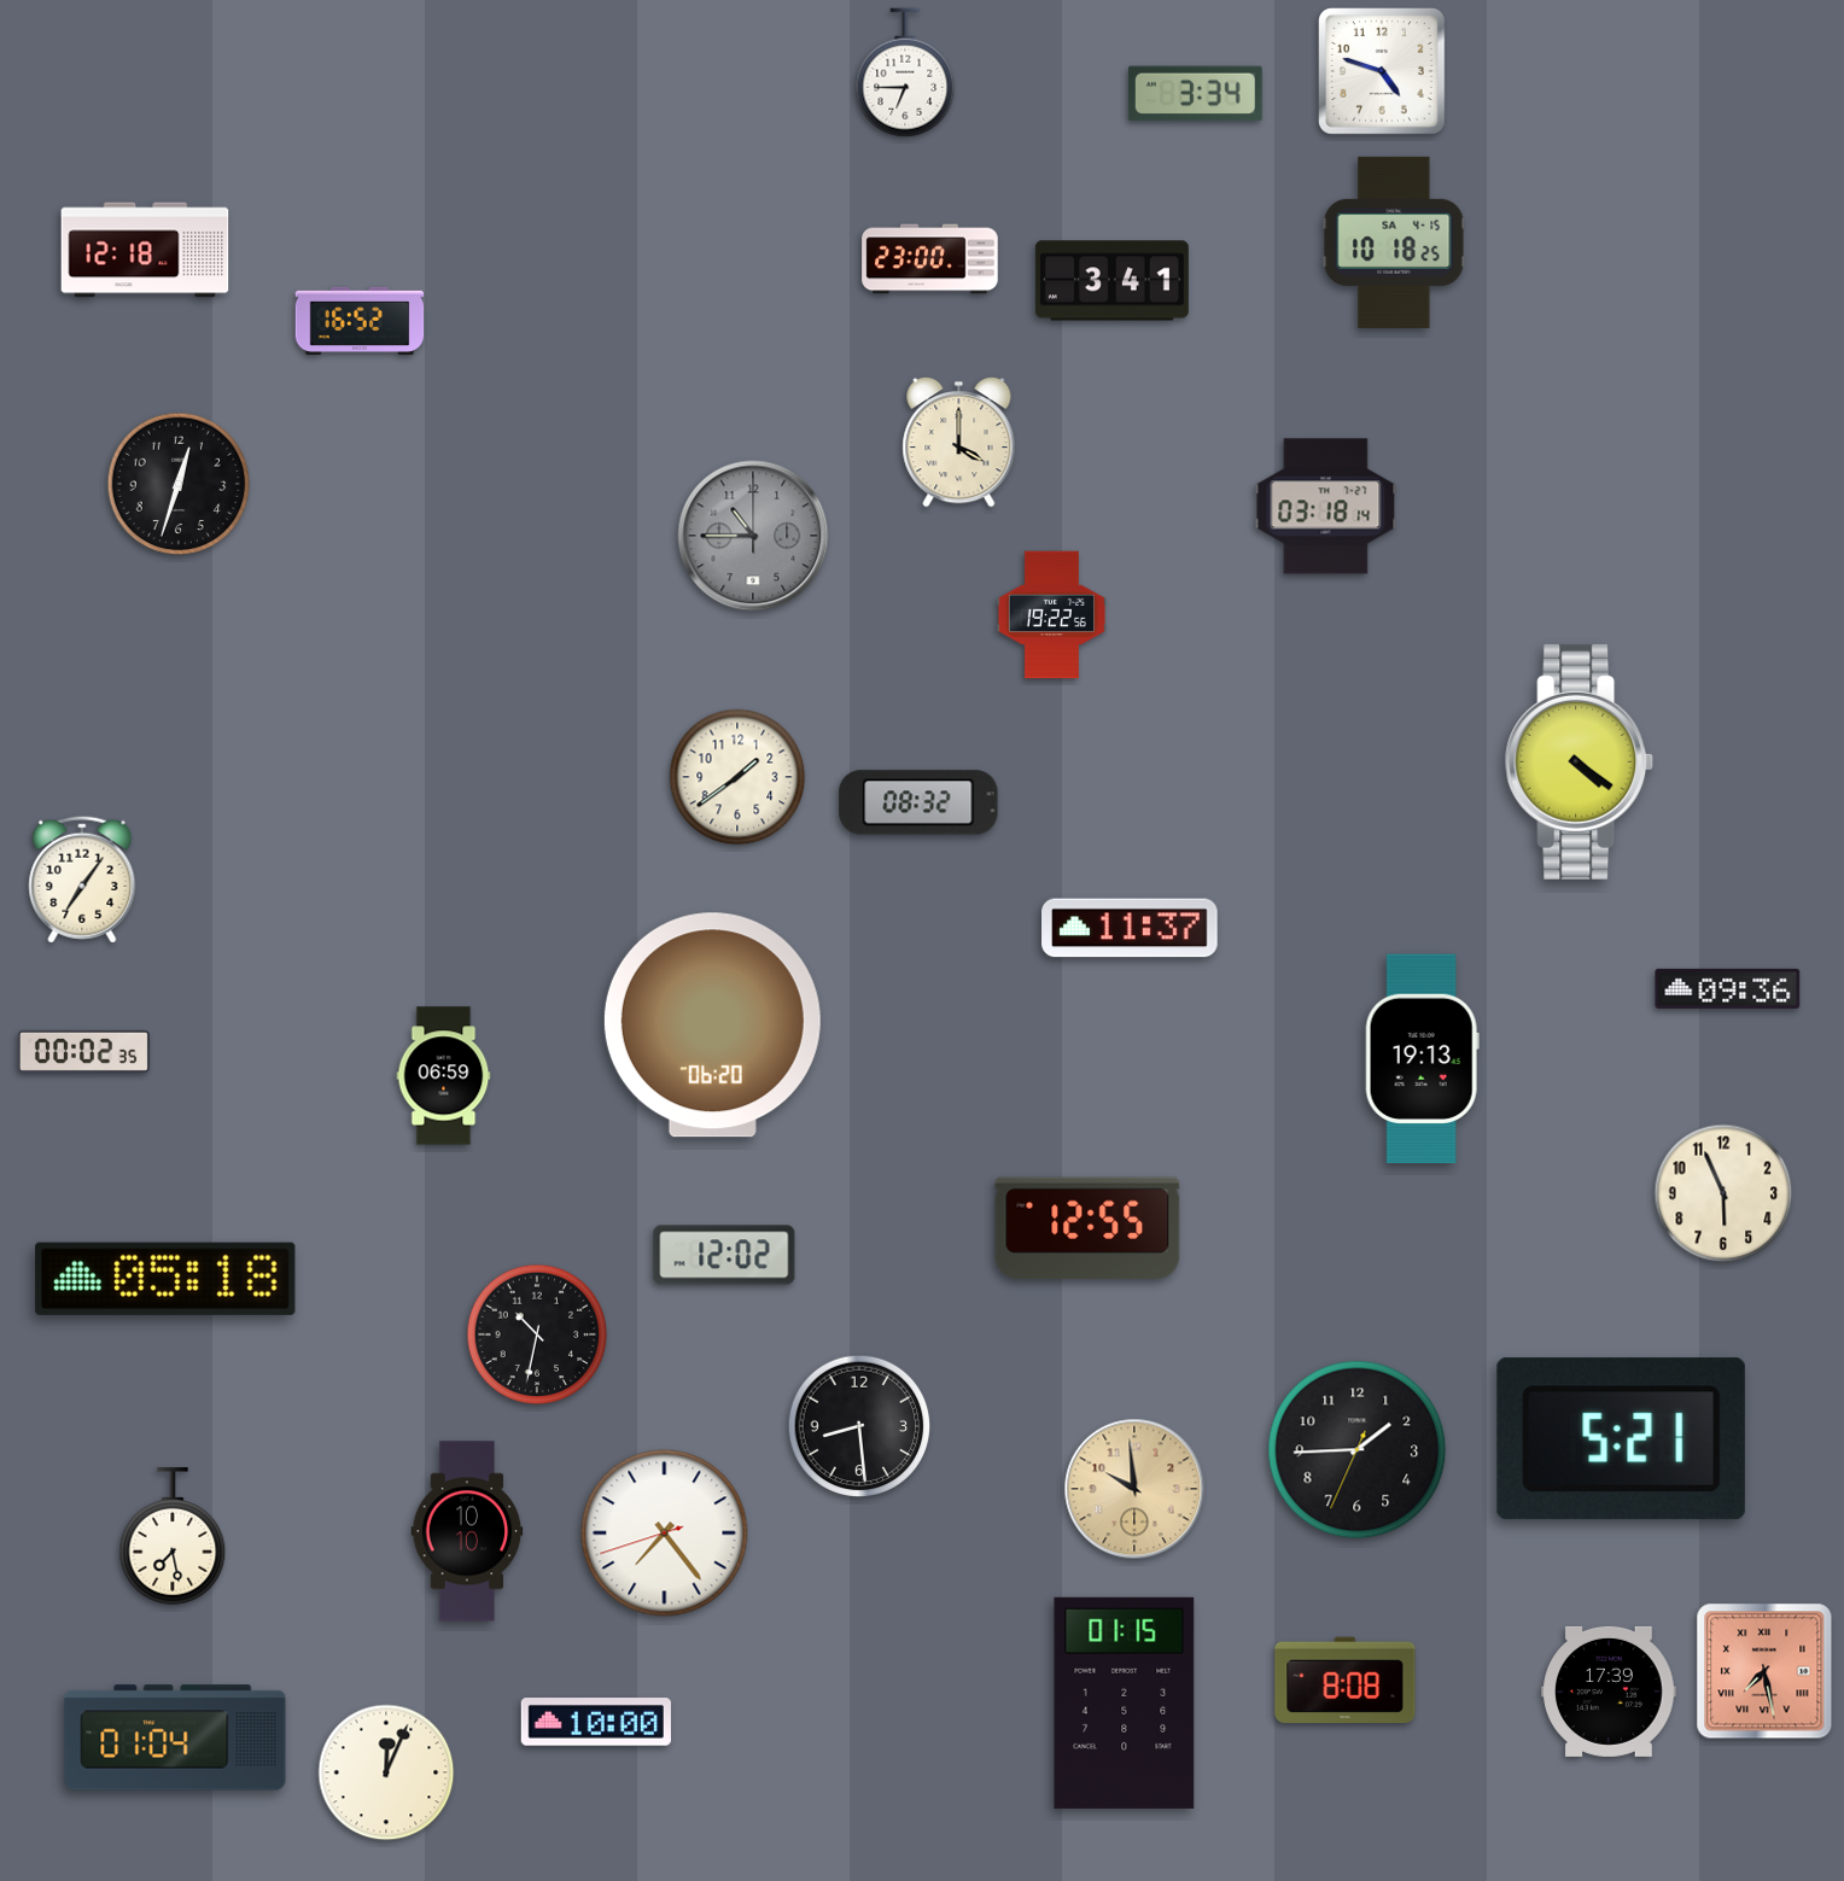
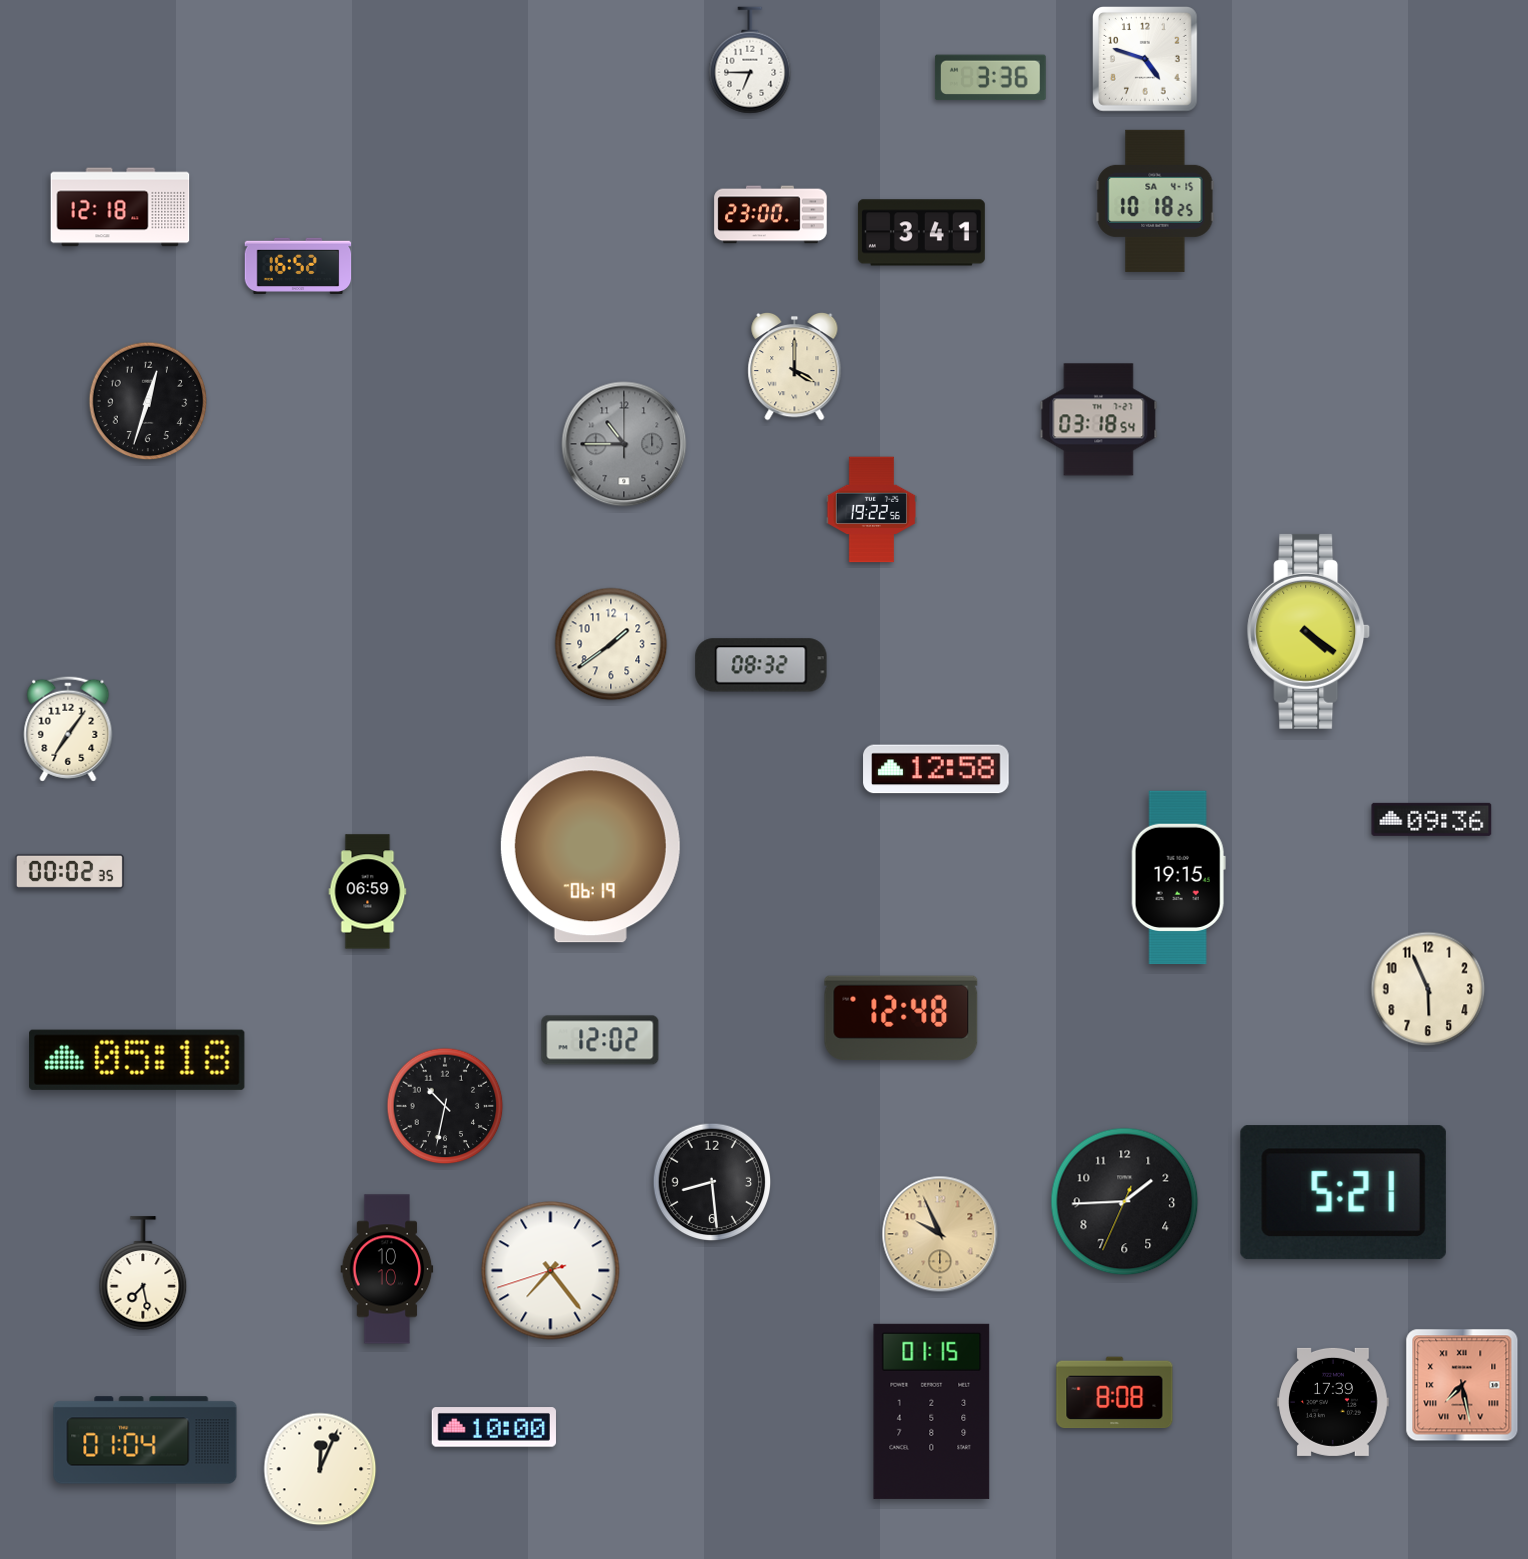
clock at (1195, 94): 3:34 -> 3:36
clock at (1326, 507): 03:18:14 -> 03:18:54
clock at (1130, 928): 11:37 -> 12:58
clock at (712, 1026): 06:20 -> 06:19
clock at (1422, 1059): 19:13 -> 19:15
clock at (1087, 1228): 12:55 -> 12:48
clock at (1134, 1489): 9:59 -> 9:56
